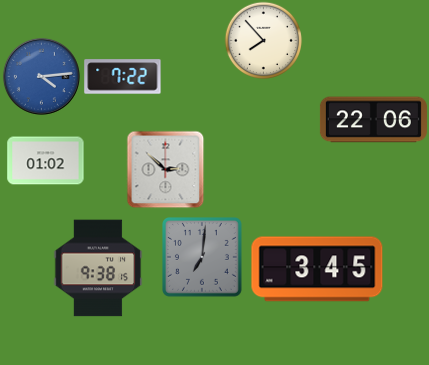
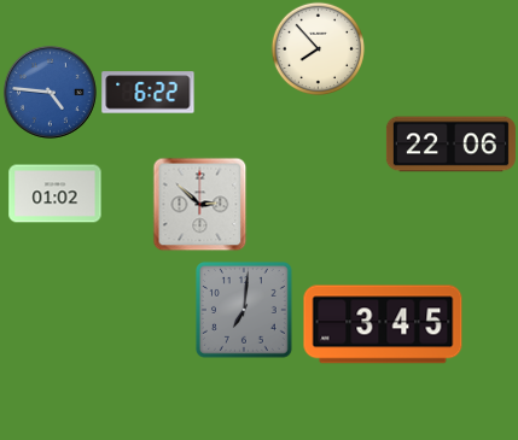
clock at (41, 76): 4:14 -> 4:46
clock at (123, 77): 7:22 -> 6:22
clock at (98, 268): 9:38 -> none
